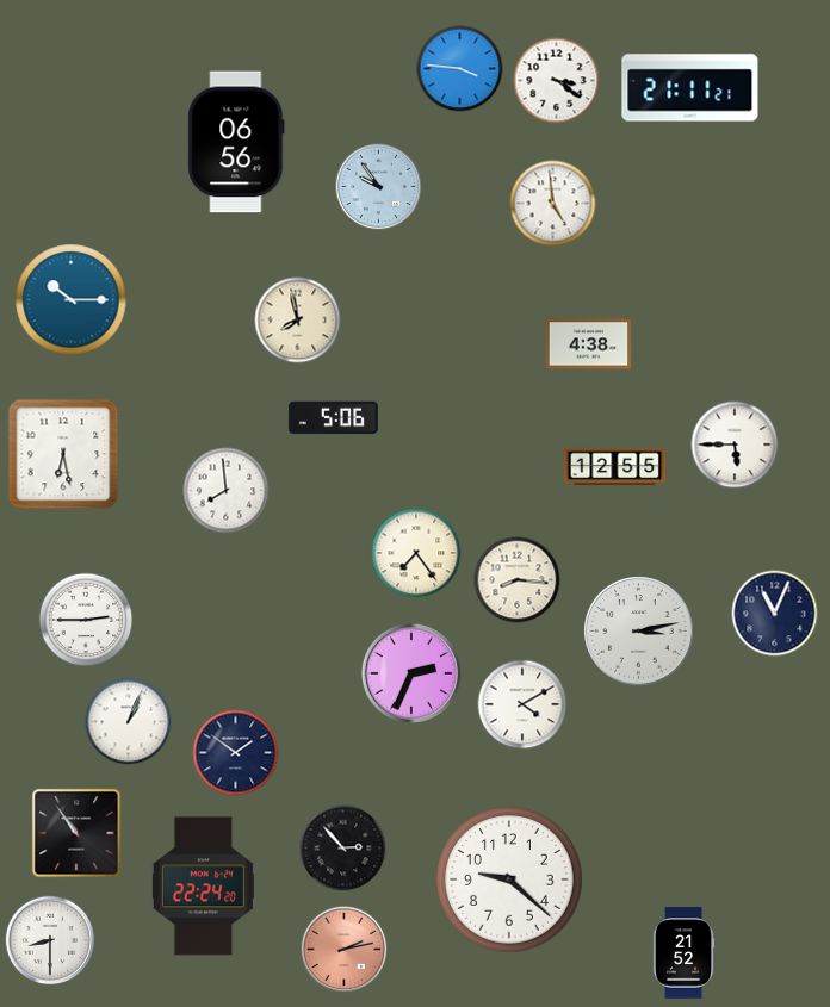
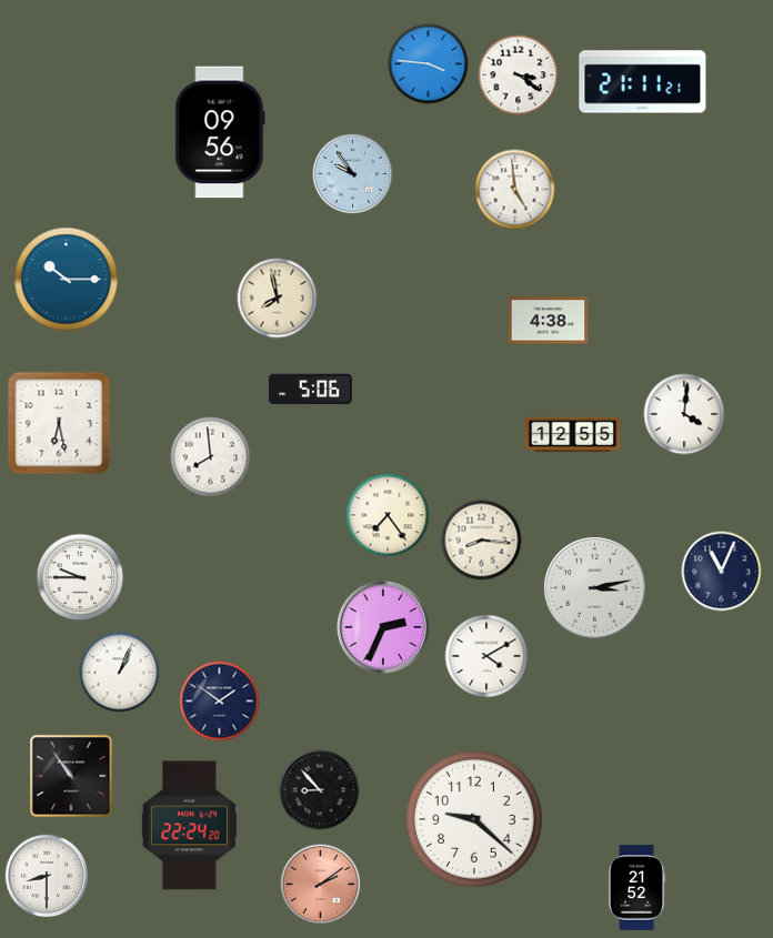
clock at (236, 142): 06:56 -> 09:56
clock at (735, 445): 5:45 -> 4:01
clock at (86, 620): 2:45 -> 9:45
clock at (343, 849): 2:53 -> 8:53
clock at (345, 950): 2:13 -> 2:09
